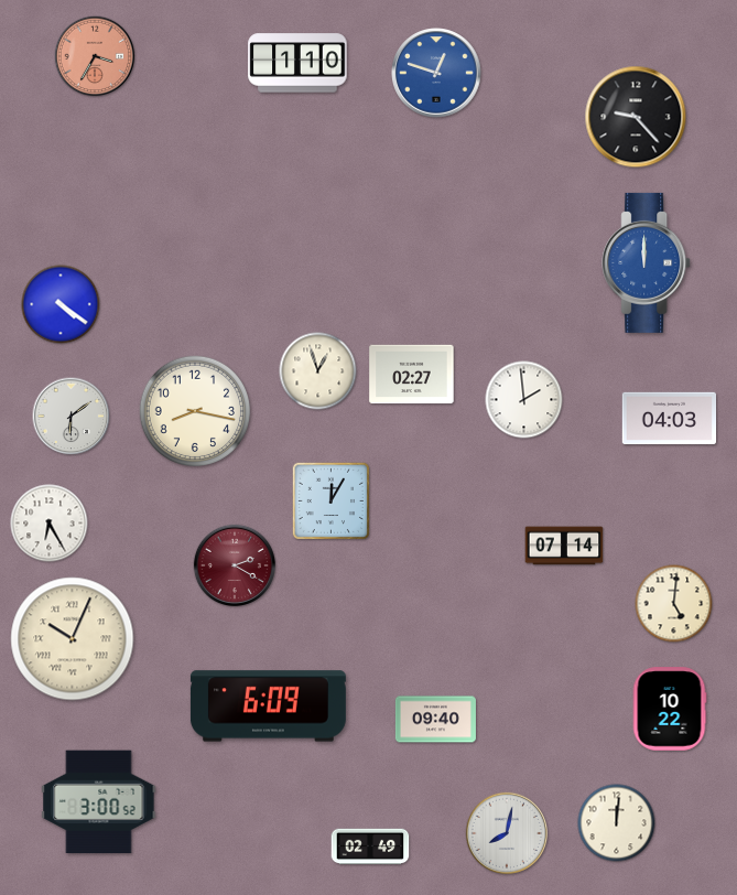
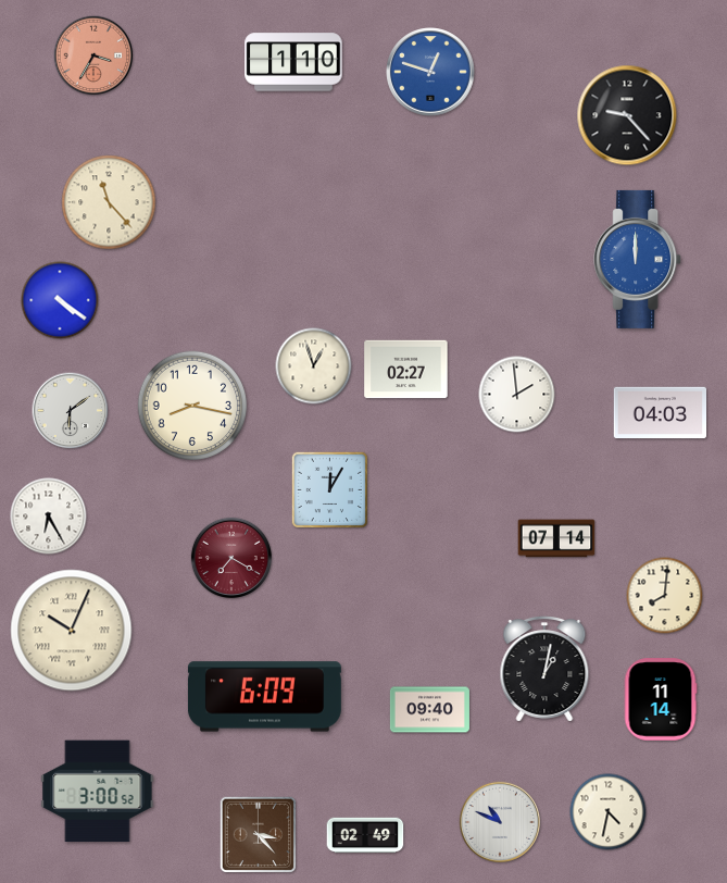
clock at (109, 202): none -> 11:23
clock at (330, 500) position: (330, 500) -> (329, 489)
clock at (234, 564): 2:20 -> 7:20
clock at (674, 604): 5:01 -> 8:01
clock at (544, 670): none -> 1:02
clock at (670, 709): 10:22 -> 11:14
clock at (617, 823): 12:01 -> 4:32
clock at (506, 832): 8:02 -> 10:49
clock at (258, 834): none -> 3:23
